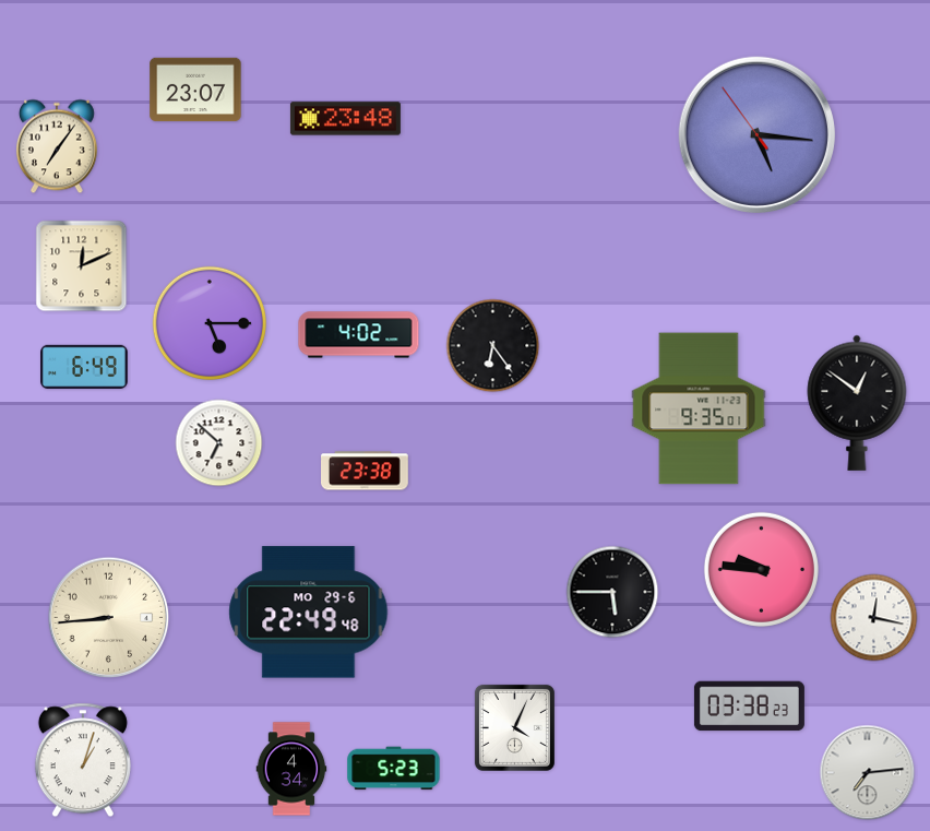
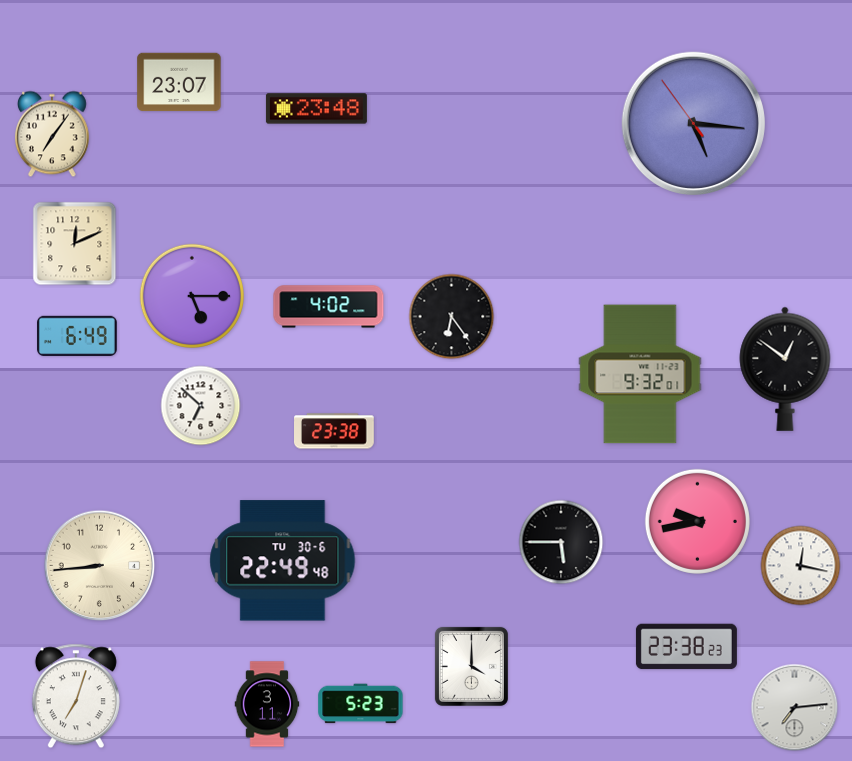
clock at (699, 408): 9:35 -> 9:32
clock at (761, 569): 9:46 -> 9:43
clock at (309, 613) date: MO 29-6 -> TU 30-6
clock at (749, 707): 03:38 -> 23:38
clock at (514, 727): 4:04 -> 4:00
clock at (83, 760): 1:03 -> 7:03
clock at (291, 769): 4:34 -> 3:11
